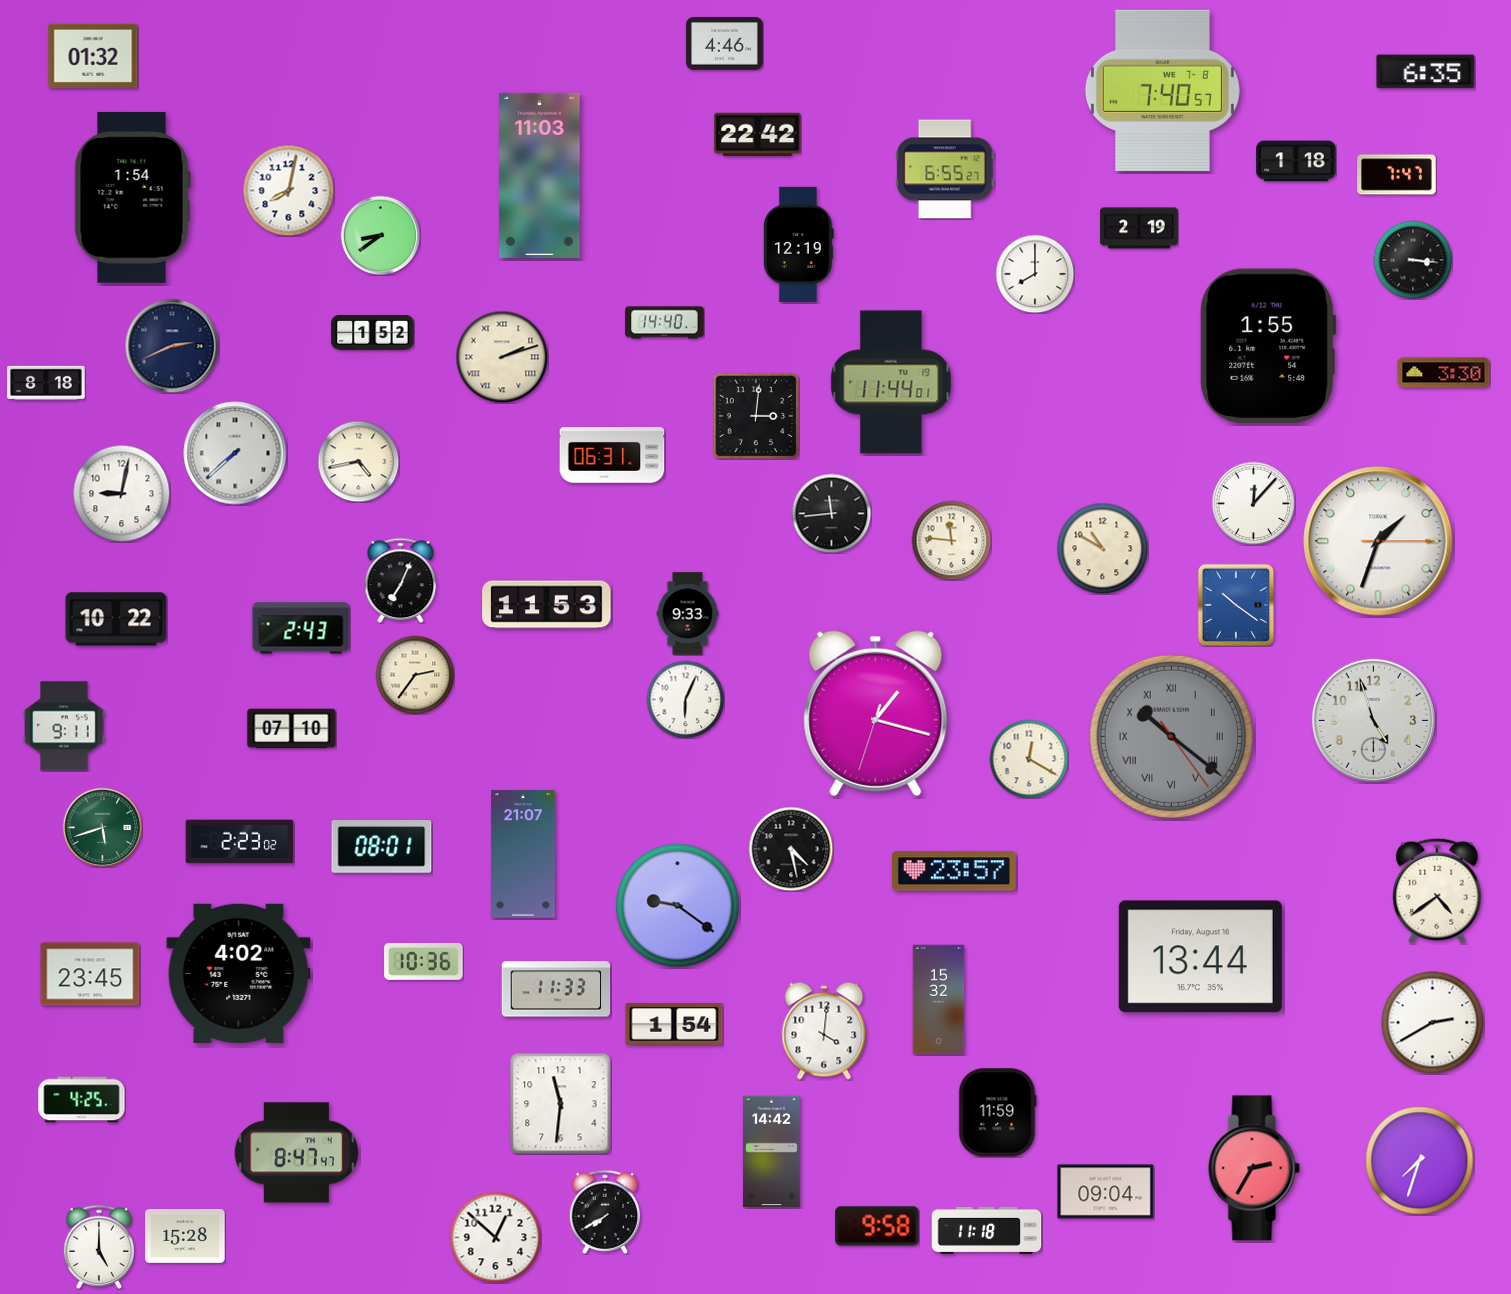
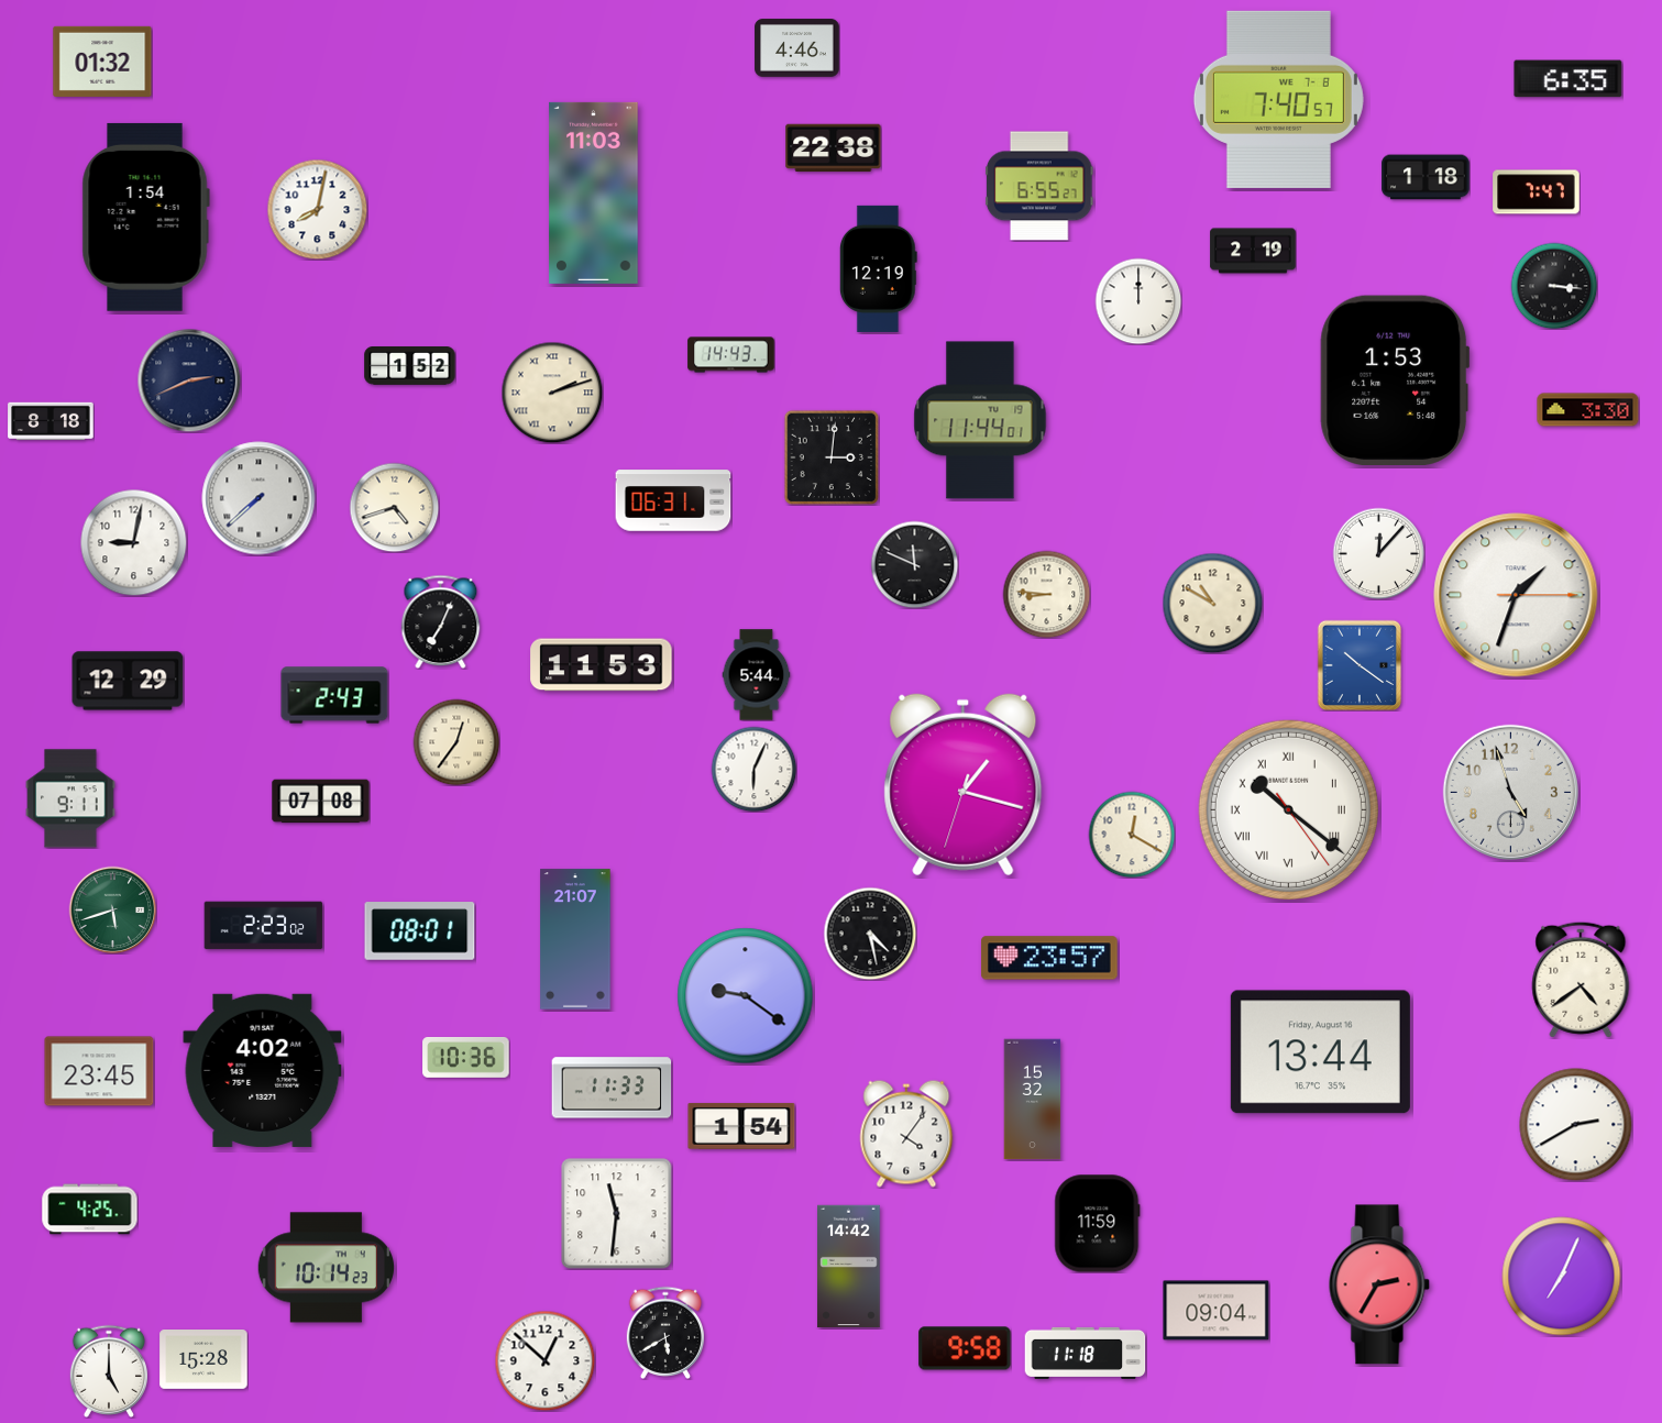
clock at (758, 135): 22:42 -> 22:38
clock at (380, 235): 8:39 -> none
clock at (1035, 274): 8:00 -> 12:00
clock at (665, 323): 14:40 -> 14:43
clock at (1268, 345): 1:55 -> 1:53
clock at (358, 461): 4:43 -> 4:42
clock at (831, 513): 11:44 -> 11:49
clock at (951, 540): 11:46 -> 8:46
clock at (401, 580) position: (401, 580) -> (441, 621)
clock at (688, 614): 9:33 -> 5:44
clock at (116, 619): 10:22 -> 12:29
clock at (301, 628) position: (301, 628) -> (334, 695)
clock at (415, 675): 2:36 -> 12:36
clock at (292, 729): 07:10 -> 07:08
clock at (1171, 736) dial: grey -> white
clock at (824, 1031): 4:01 -> 4:06
clock at (296, 1153): 8:47 -> 10:14
clock at (1420, 1161): 7:33 -> 7:04
clock at (604, 1212): 7:40 -> 5:40
